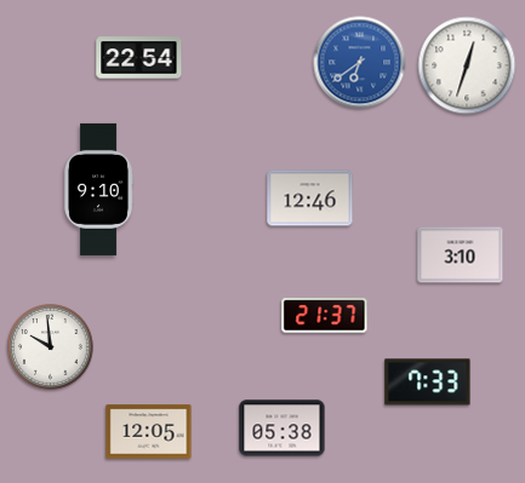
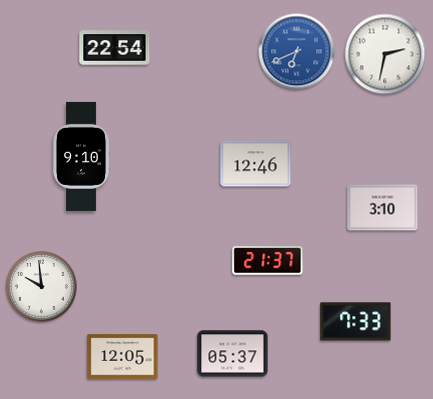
clock at (360, 63): 6:39 -> 6:41
clock at (467, 65): 12:33 -> 2:32
clock at (461, 255) position: (461, 255) -> (383, 208)
clock at (428, 383) position: (428, 383) -> (356, 322)
clock at (283, 429): 05:38 -> 05:37
